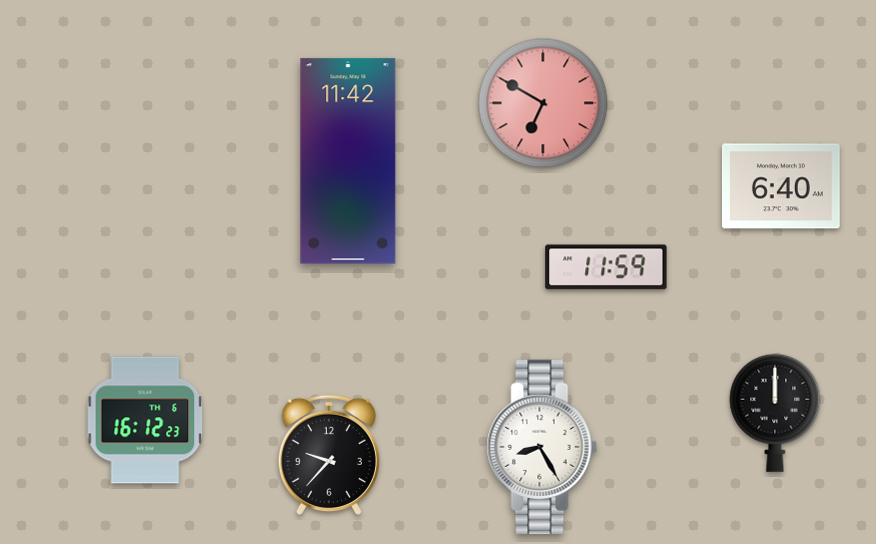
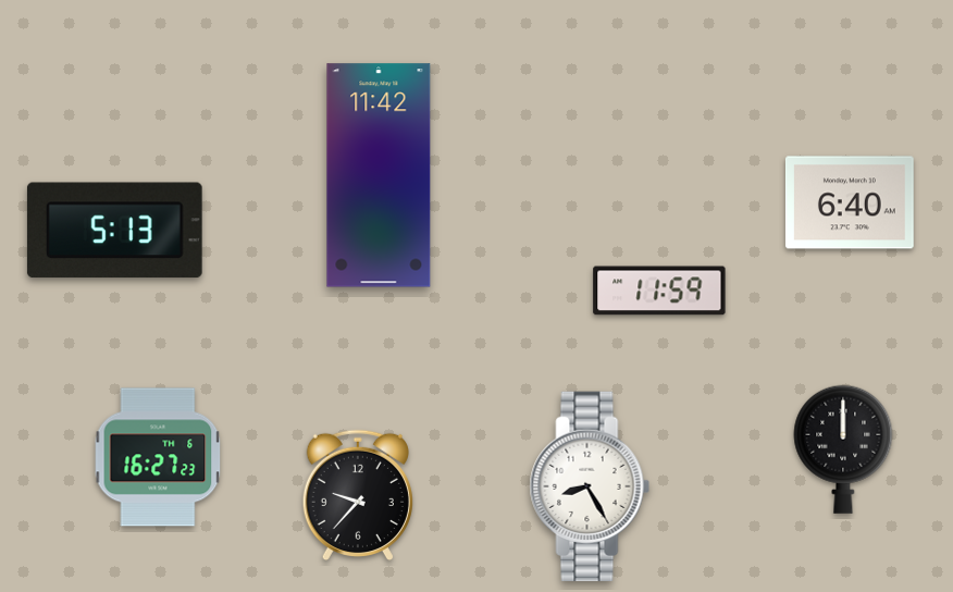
clock at (543, 103): 6:50 -> none
clock at (114, 231): none -> 5:13
clock at (145, 420): 16:12 -> 16:27
